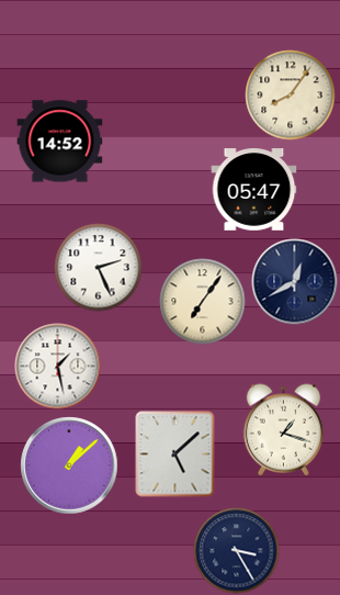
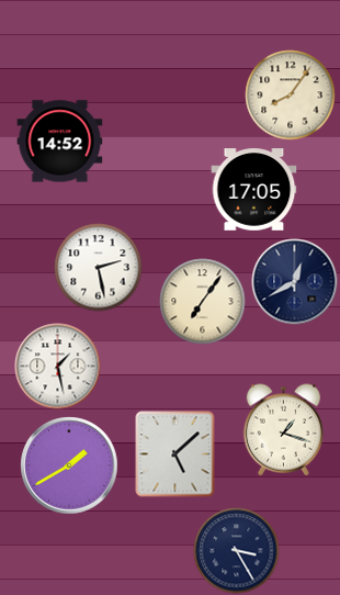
clock at (253, 190): 05:47 -> 17:05
clock at (98, 267): 2:26 -> 2:28
clock at (69, 465): 1:08 -> 1:40
